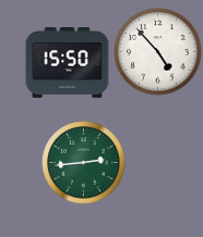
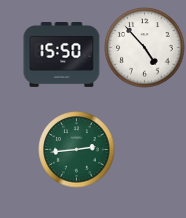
clock at (68, 63) position: (68, 63) -> (62, 55)
